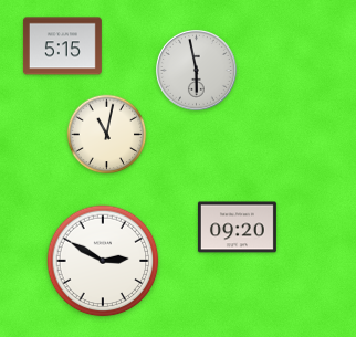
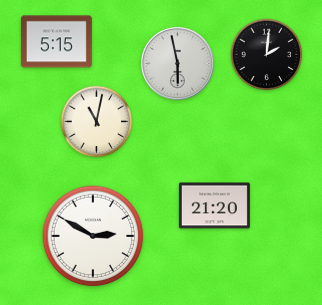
clock at (267, 55): none -> 2:01
clock at (237, 228): 09:20 -> 21:20
